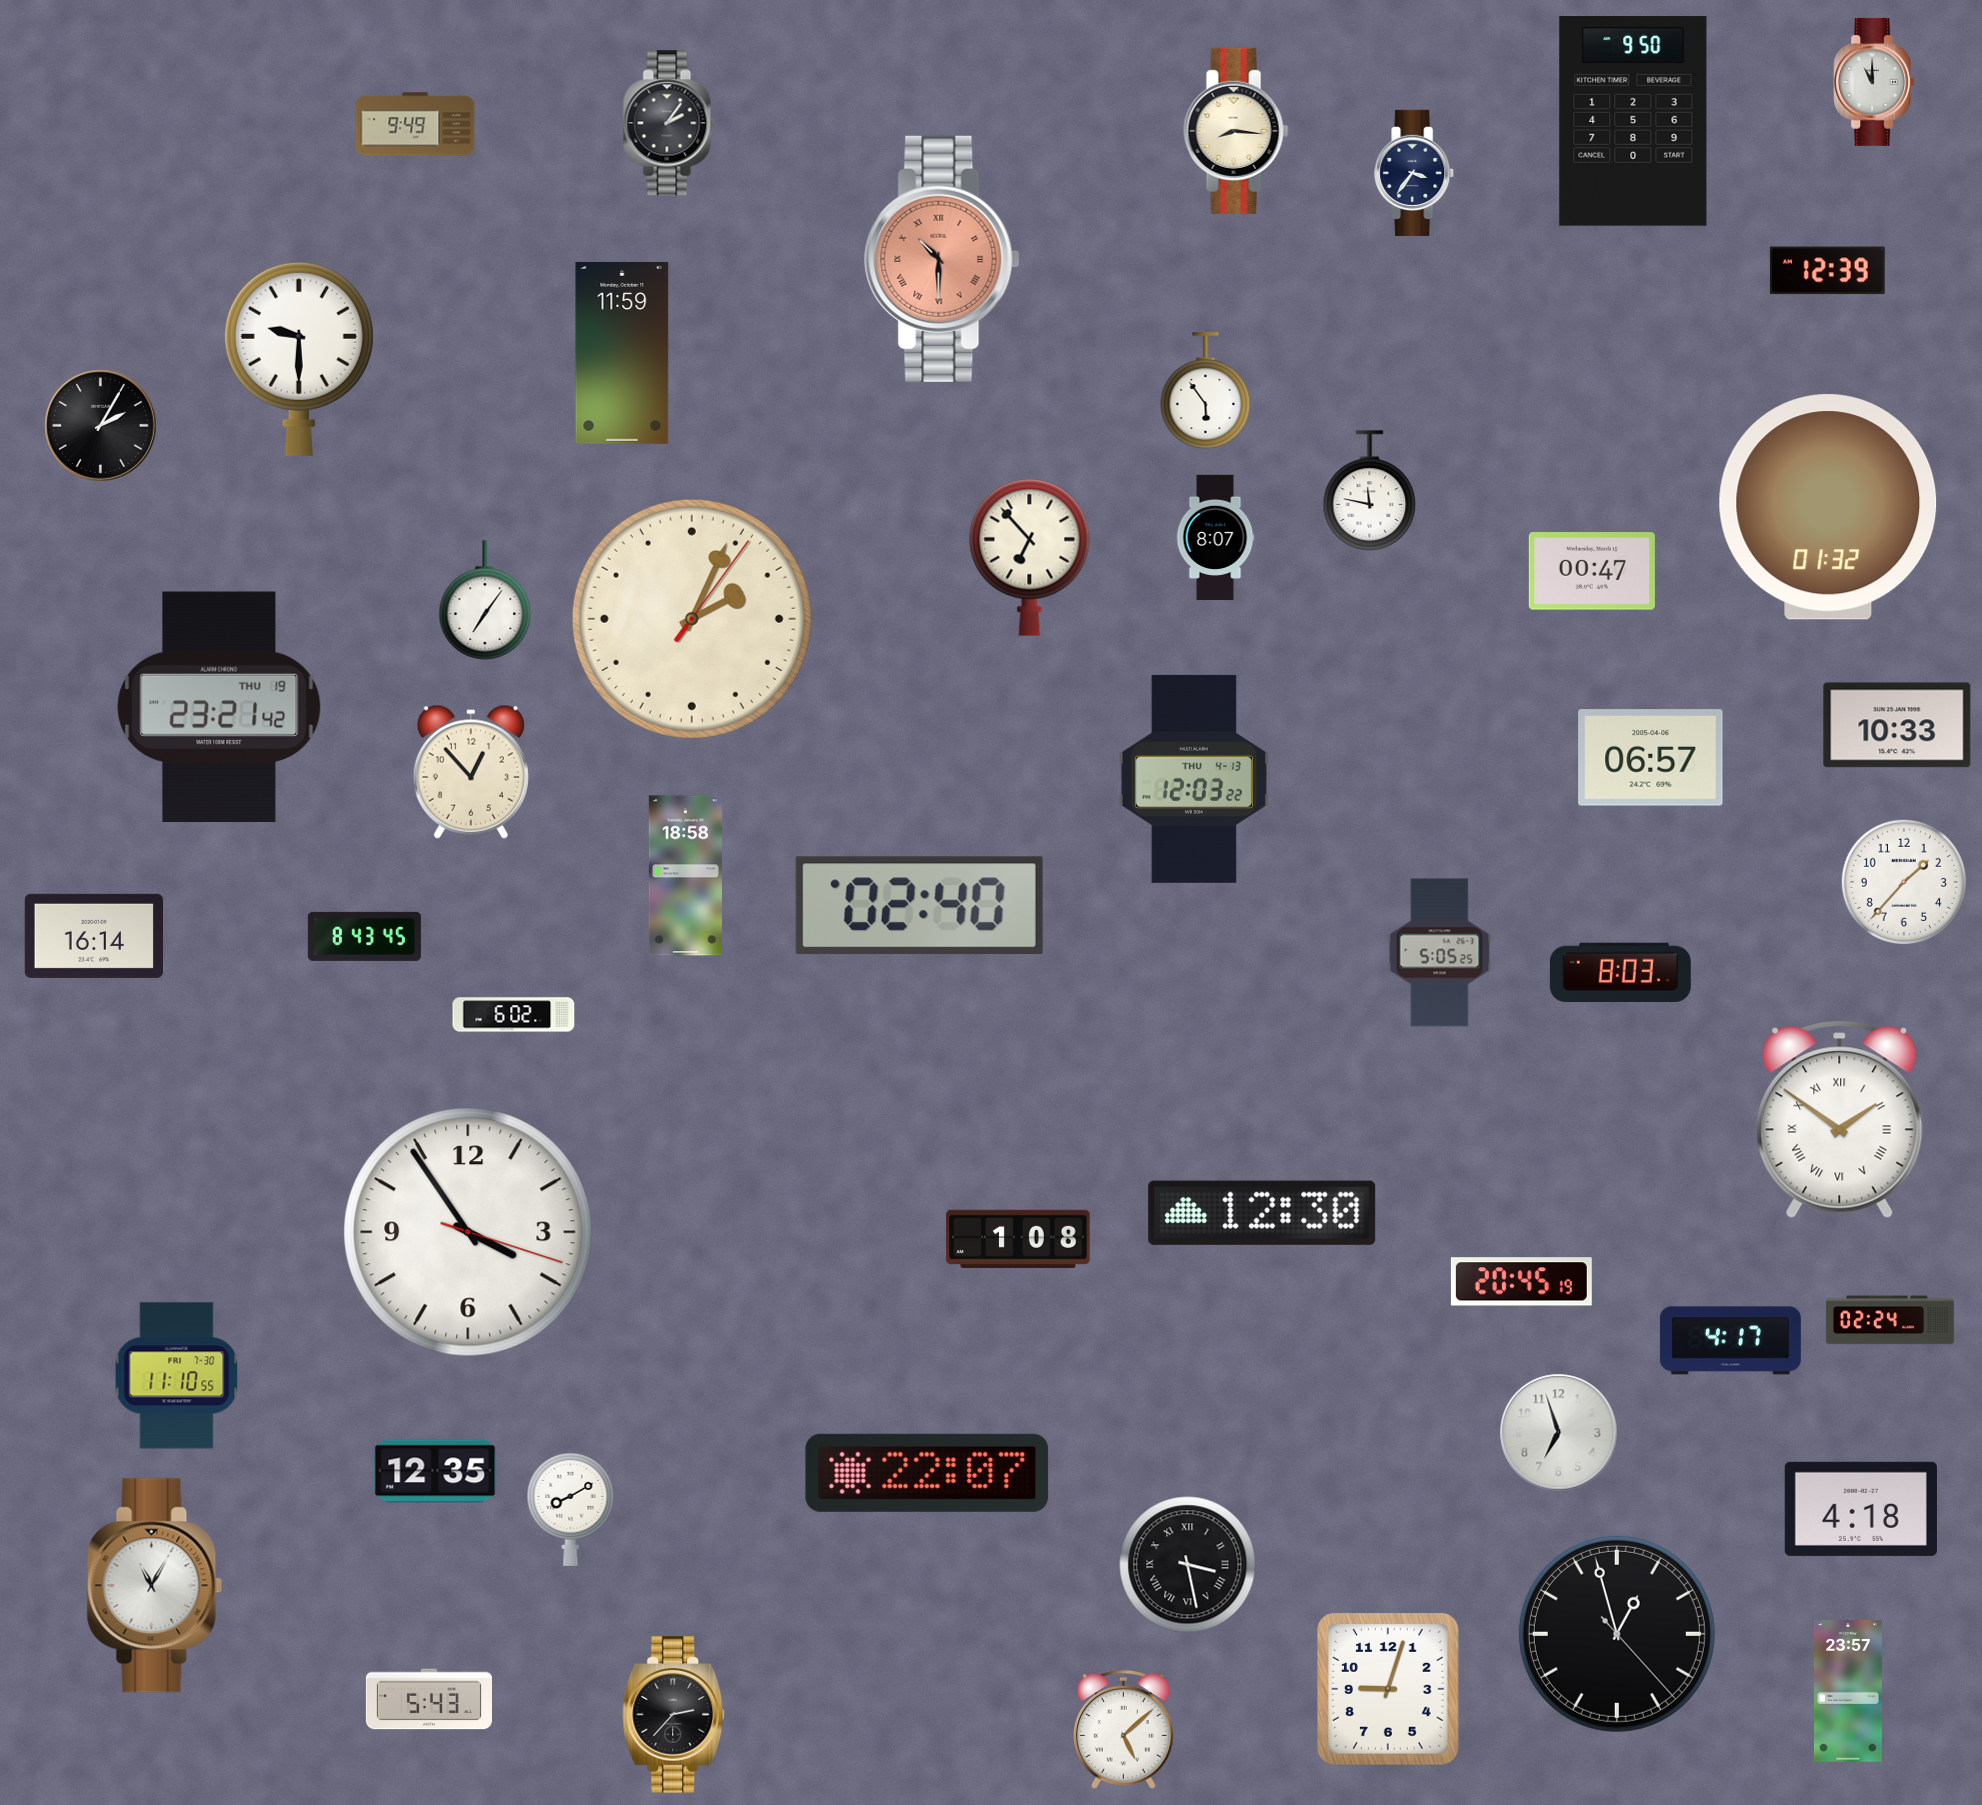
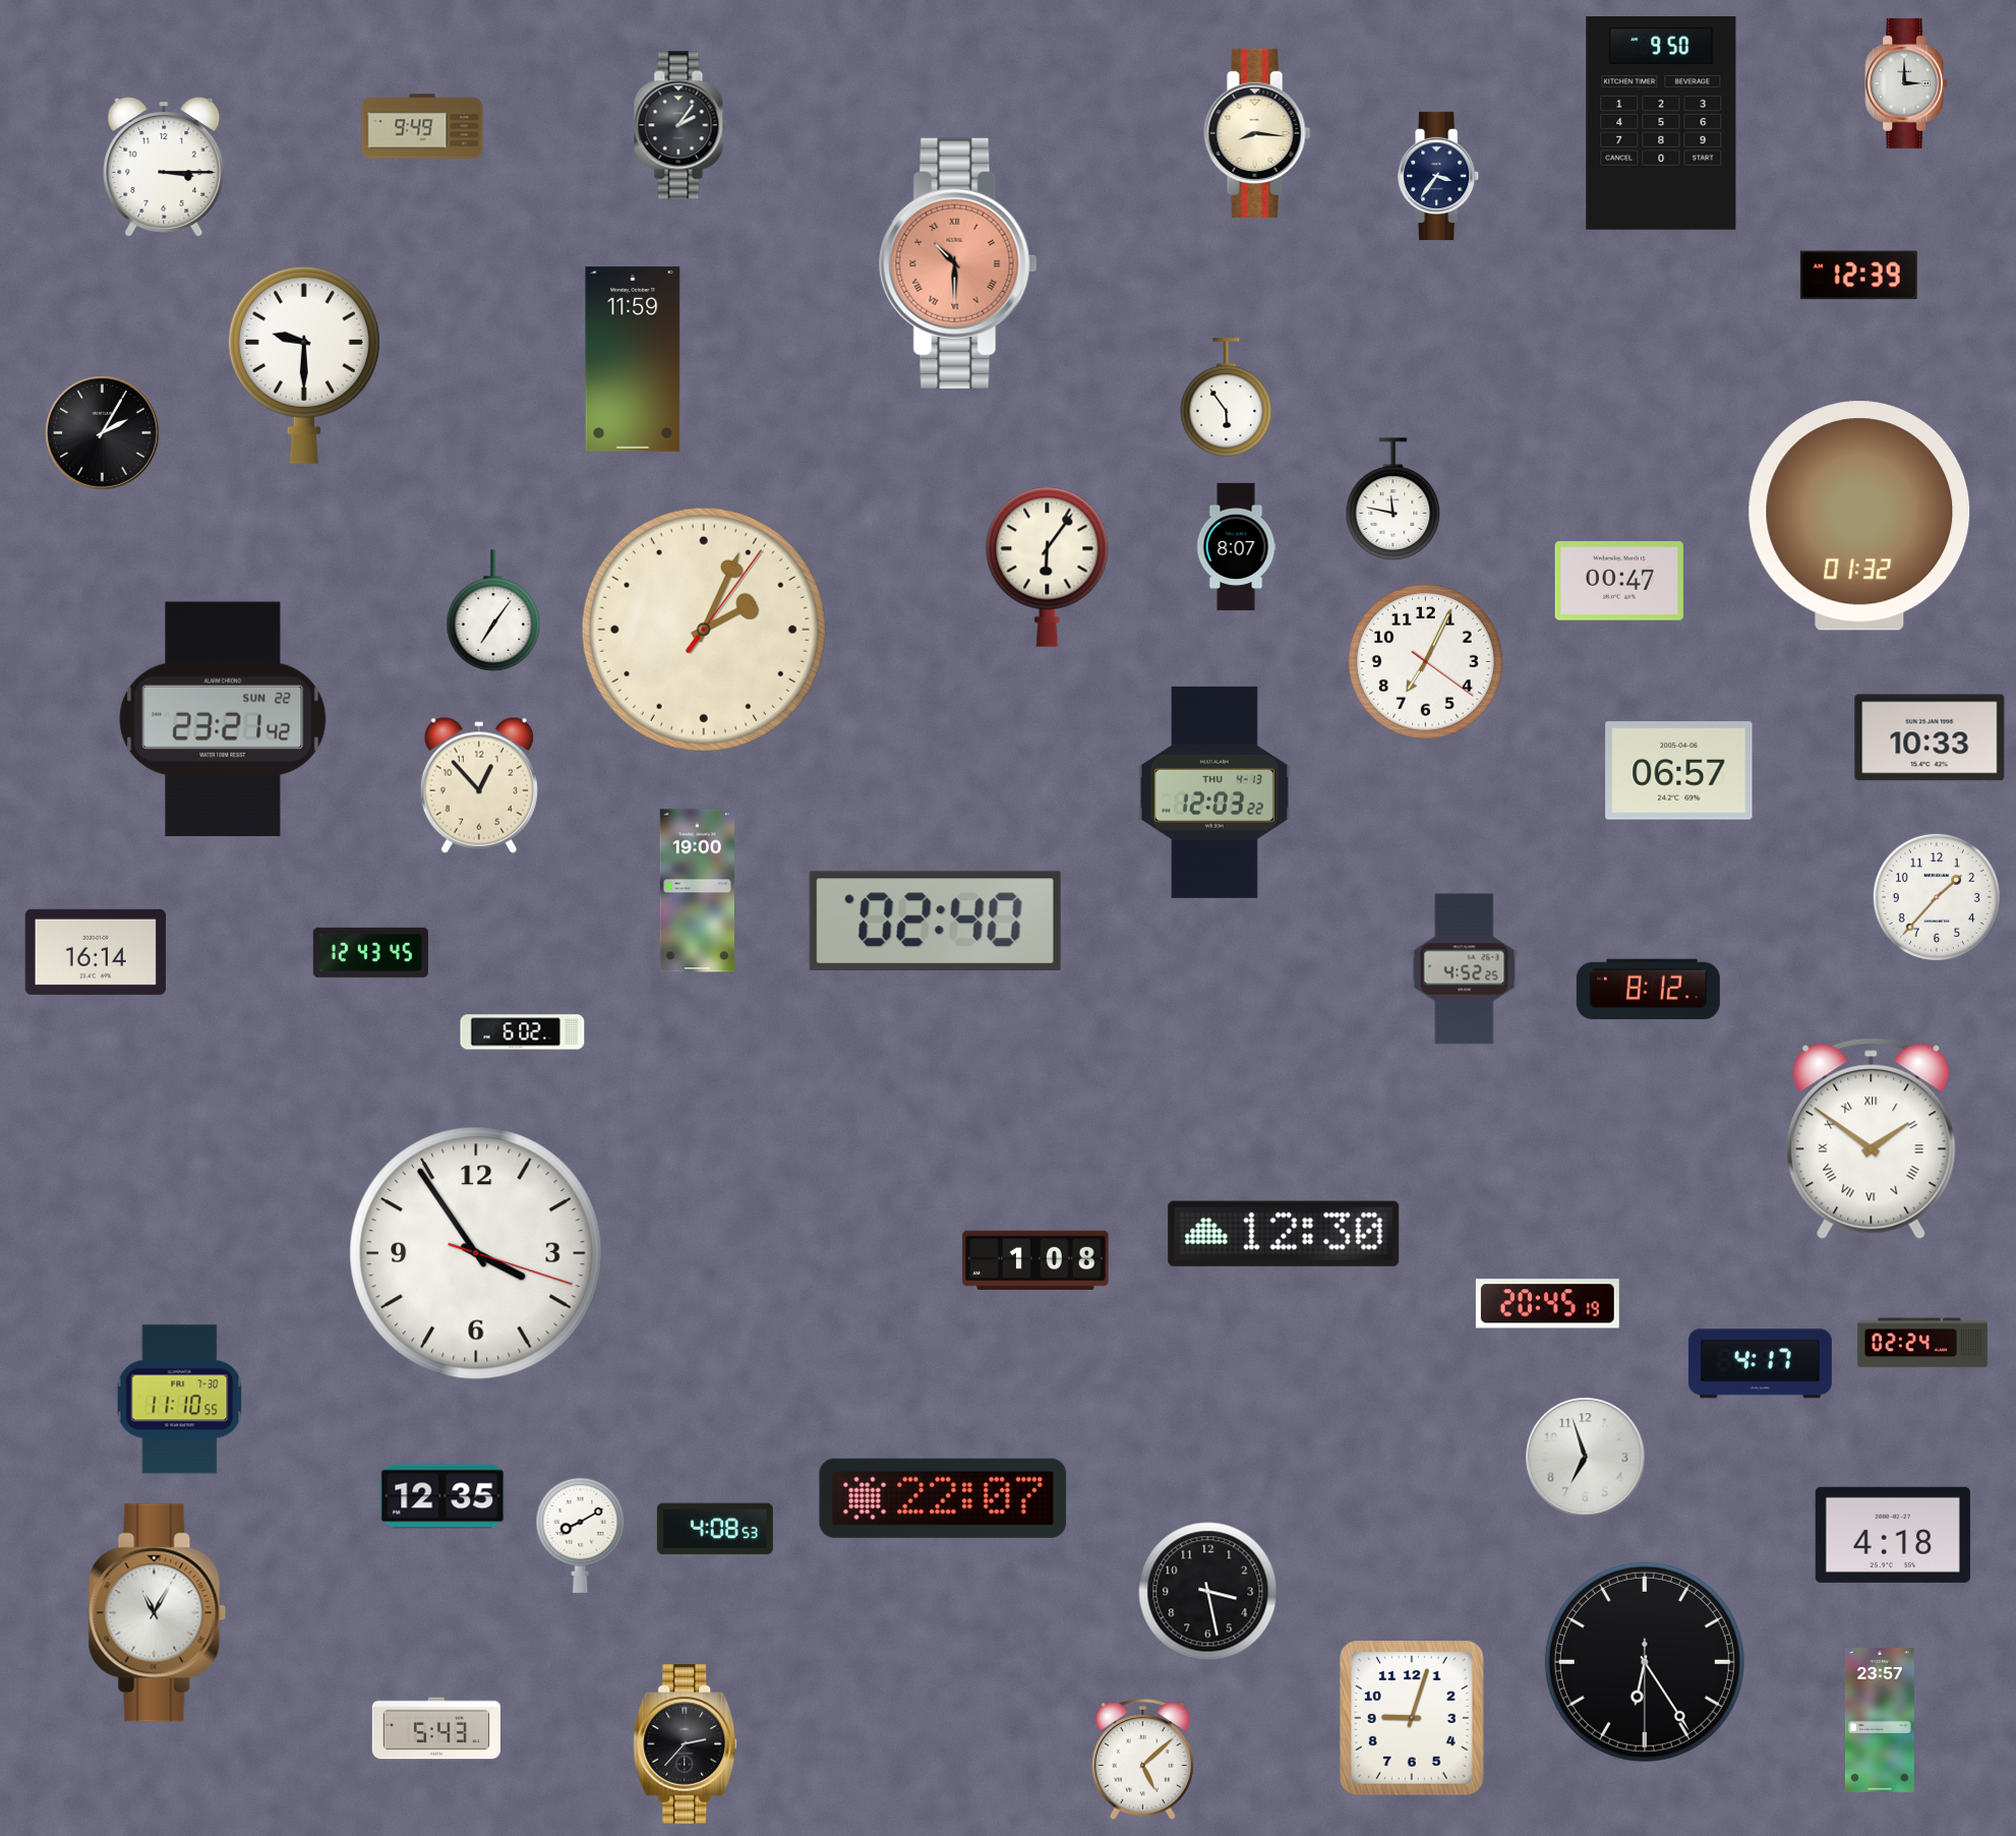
clock at (1874, 82): 11:00 -> 3:00
clock at (164, 167): none -> 3:15
clock at (1030, 557): 6:53 -> 6:06
clock at (1425, 661): none -> 7:04
clock at (219, 707) date: THU 19 -> SUN 22
clock at (685, 876): 18:58 -> 19:00
clock at (364, 936): 8:43 -> 12:43
clock at (1440, 953): 5:05 -> 4:52
clock at (1620, 972): 8:03 -> 8:12
clock at (715, 1529): none -> 4:08
clock at (1188, 1565) numerals: Roman -> Arabic
clock at (1617, 1634): 12:57 -> 6:24
